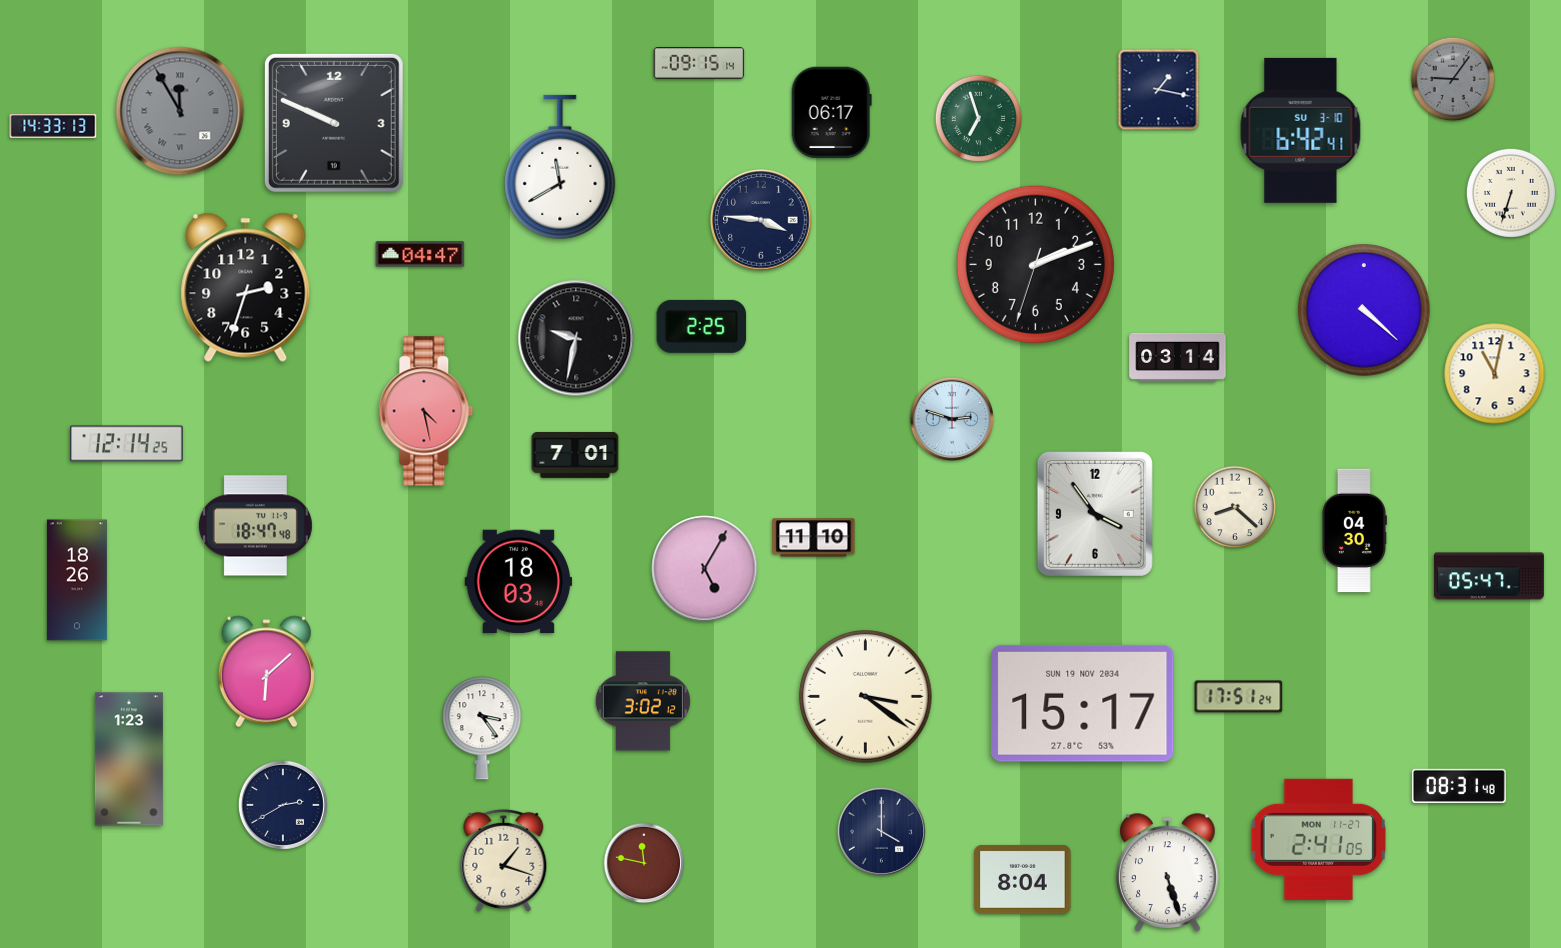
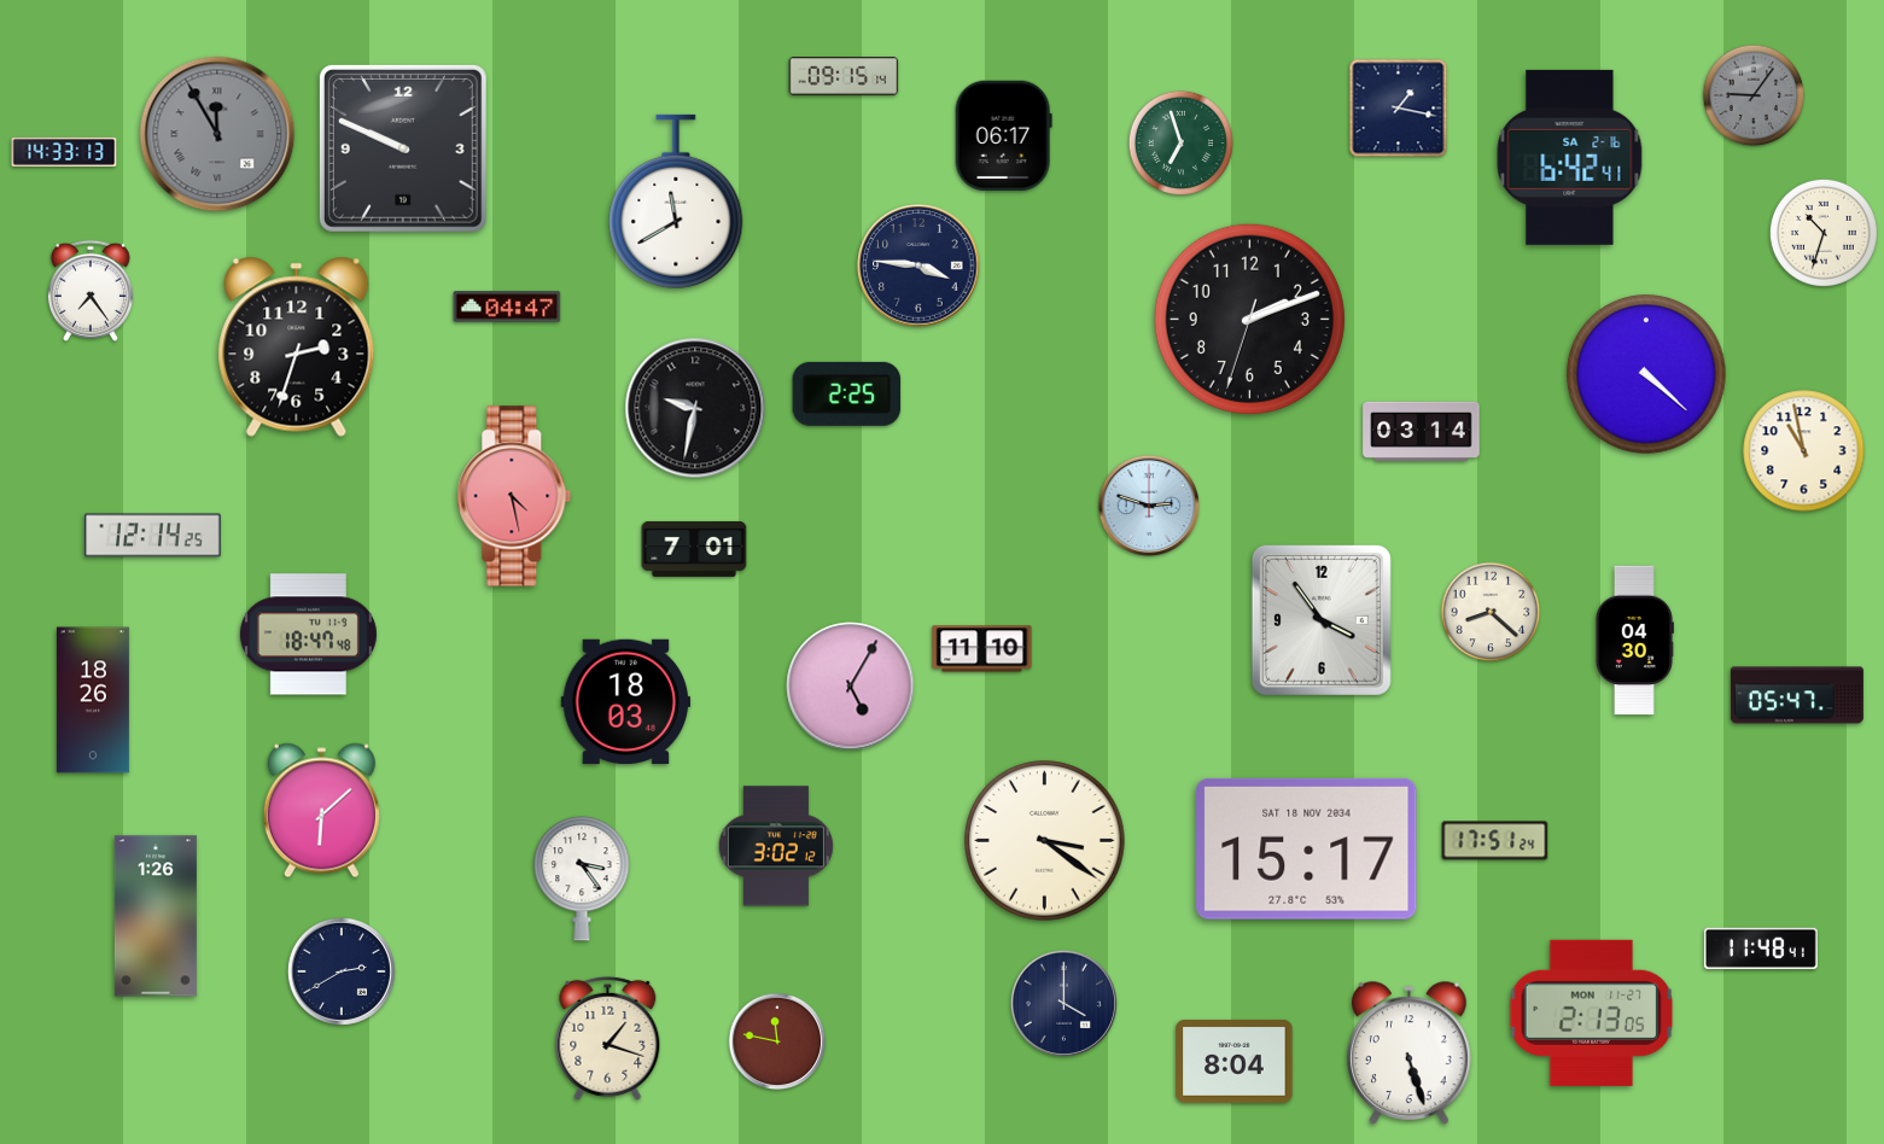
clock at (1301, 130) date: SU 3-10 -> SA 2-16
clock at (1511, 193): 6:33 -> 10:33
clock at (91, 291): none -> 7:24
clock at (1495, 374): 11:02 -> 10:58
clock at (1083, 703) date: SUN 19 NOV 2034 -> SAT 18 NOV 2034
clock at (129, 759): 1:23 -> 1:26
clock at (1459, 785): 08:31 -> 11:48
clock at (1318, 839): 2:41 -> 2:13
